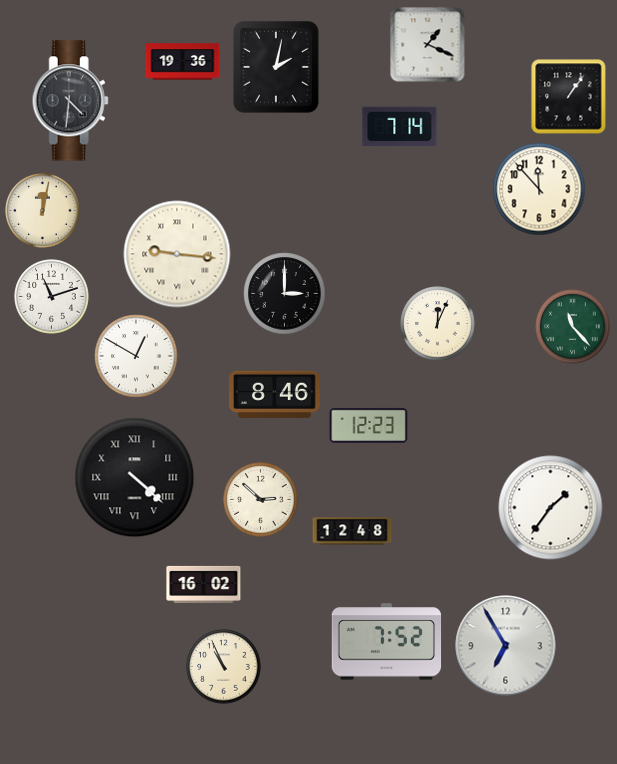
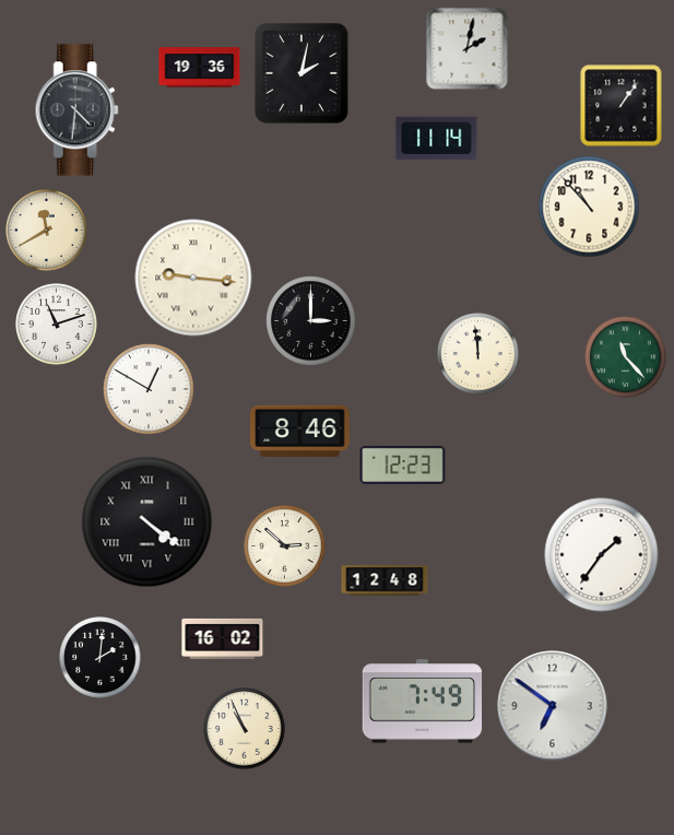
clock at (428, 45): 1:19 -> 2:02
clock at (400, 127): 7:14 -> 11:14
clock at (539, 189): 11:53 -> 10:53
clock at (43, 211): 12:02 -> 11:40
clock at (438, 324): 12:04 -> 11:59
clock at (135, 478): 4:22 -> 4:21
clock at (100, 658): none -> 2:01
clock at (387, 642): 7:52 -> 7:49
clock at (506, 646): 6:55 -> 6:51
